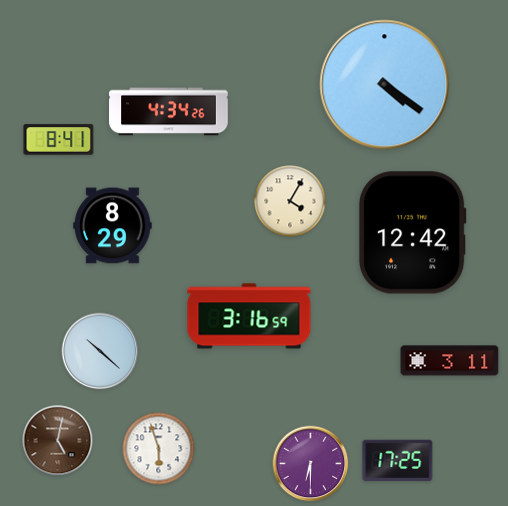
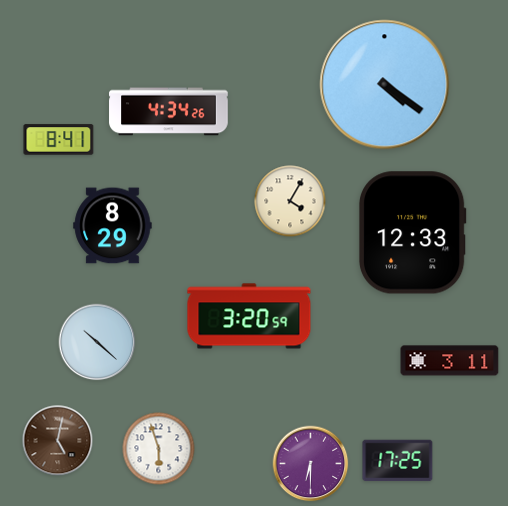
clock at (412, 233): 12:42 -> 12:33
clock at (249, 316): 3:16 -> 3:20
clock at (100, 351) position: (100, 351) -> (97, 342)
